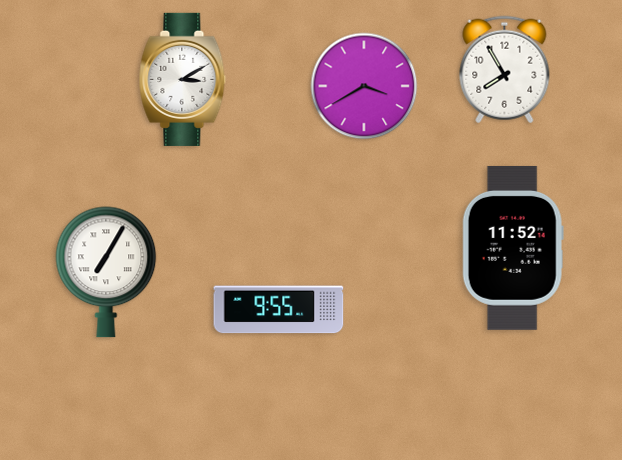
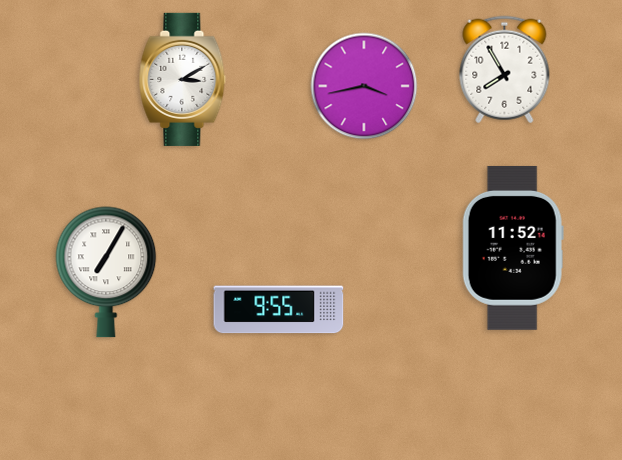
clock at (364, 86): 3:40 -> 3:43
